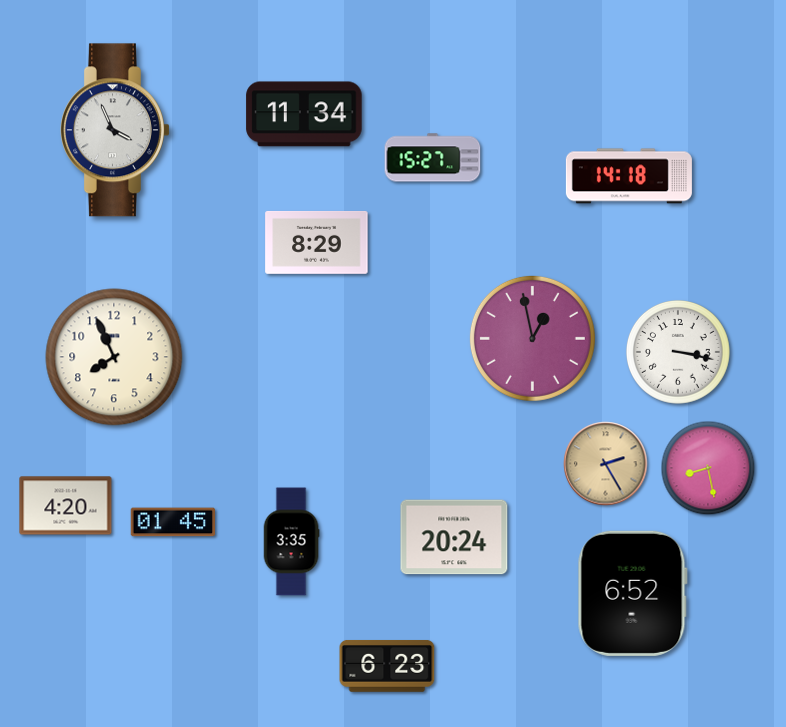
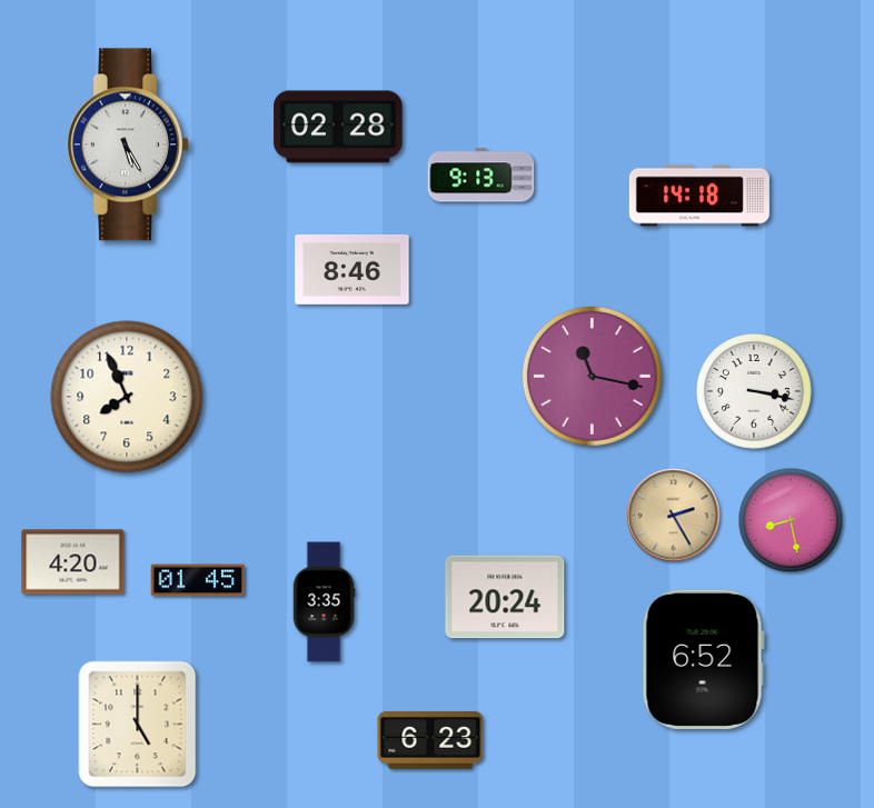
clock at (304, 114): 11:34 -> 02:28
clock at (116, 130): 3:56 -> 5:25
clock at (433, 158): 15:27 -> 9:13
clock at (317, 242): 8:29 -> 8:46
clock at (532, 338): 12:58 -> 11:17
clock at (708, 468) position: (708, 468) -> (791, 520)
clock at (173, 522) position: (173, 522) -> (198, 580)
clock at (138, 725): none -> 5:00
